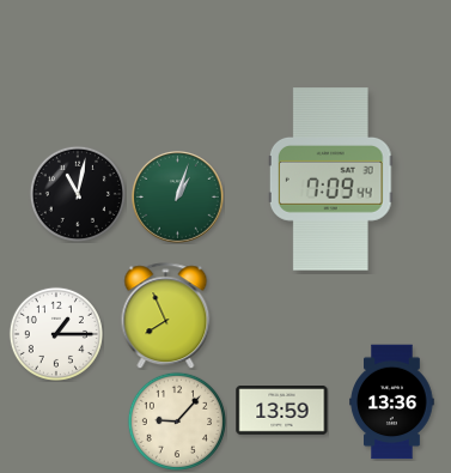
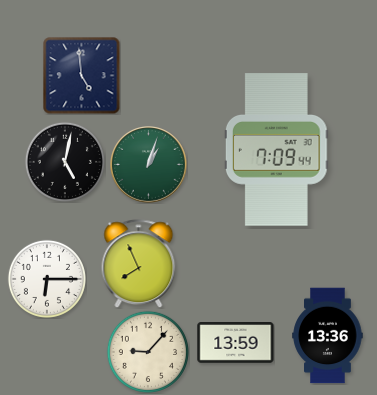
clock at (81, 75): none -> 4:59
clock at (78, 194): 11:02 -> 5:02
clock at (56, 334): 1:15 -> 6:15
